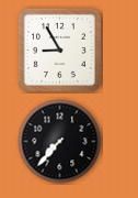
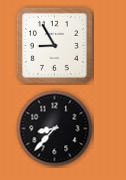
clock at (60, 142): 7:37 -> 8:37
